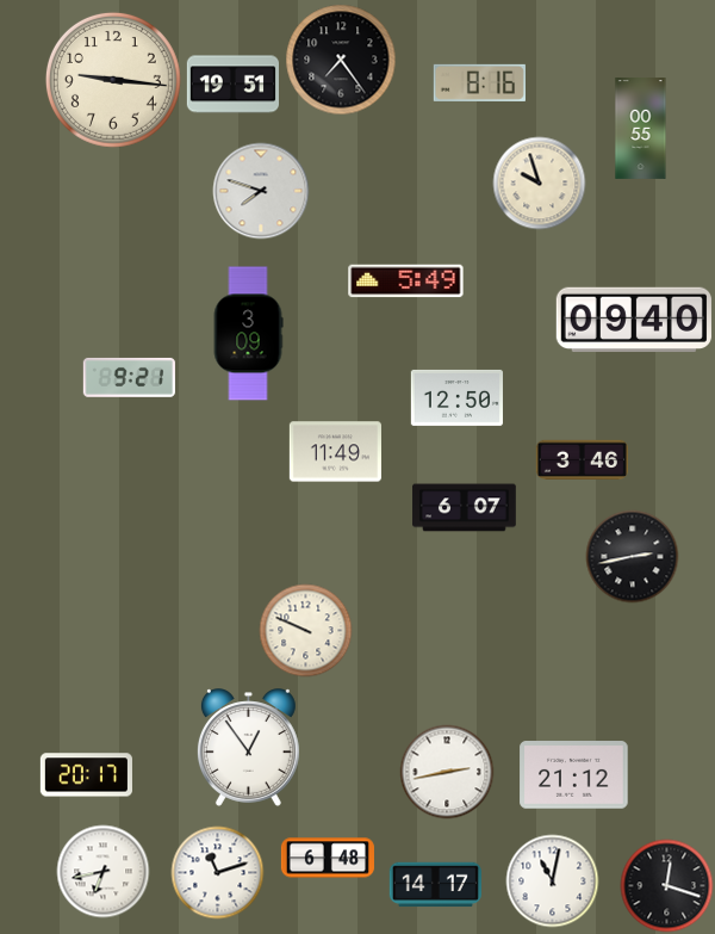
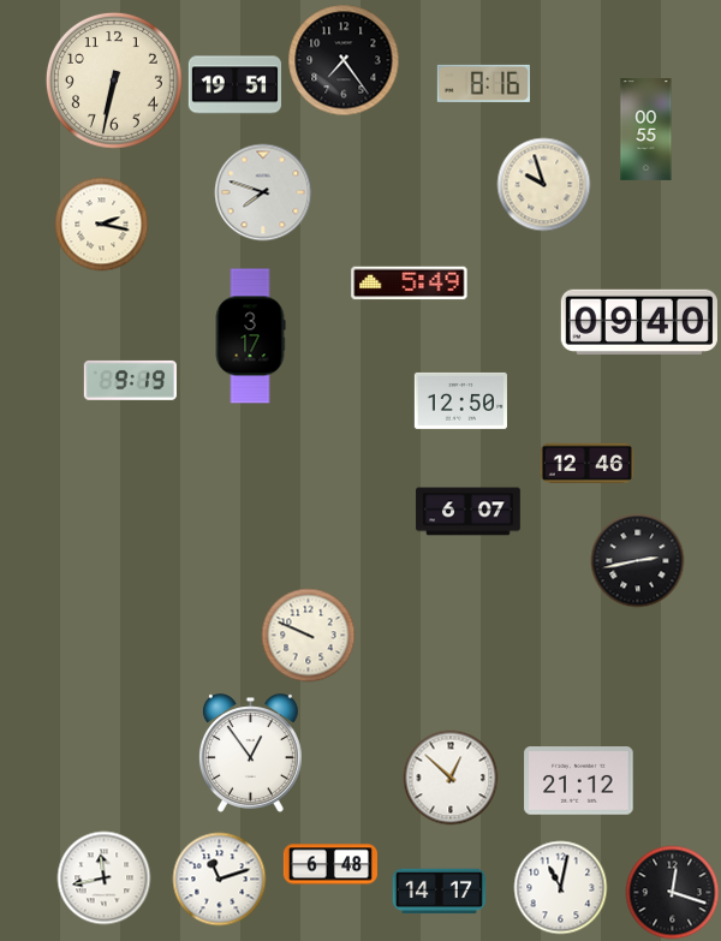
clock at (113, 80): 9:16 -> 6:32
clock at (101, 224): none -> 2:17
clock at (248, 334): 3:09 -> 3:17
clock at (129, 377): 9:21 -> 9:19
clock at (335, 452): 11:49 -> none
clock at (582, 459): 3:46 -> 12:46
clock at (447, 772): 2:43 -> 12:52
clock at (86, 775): 20:17 -> none
clock at (102, 871): 6:43 -> 11:43
clock at (552, 880) position: (552, 880) -> (560, 887)
